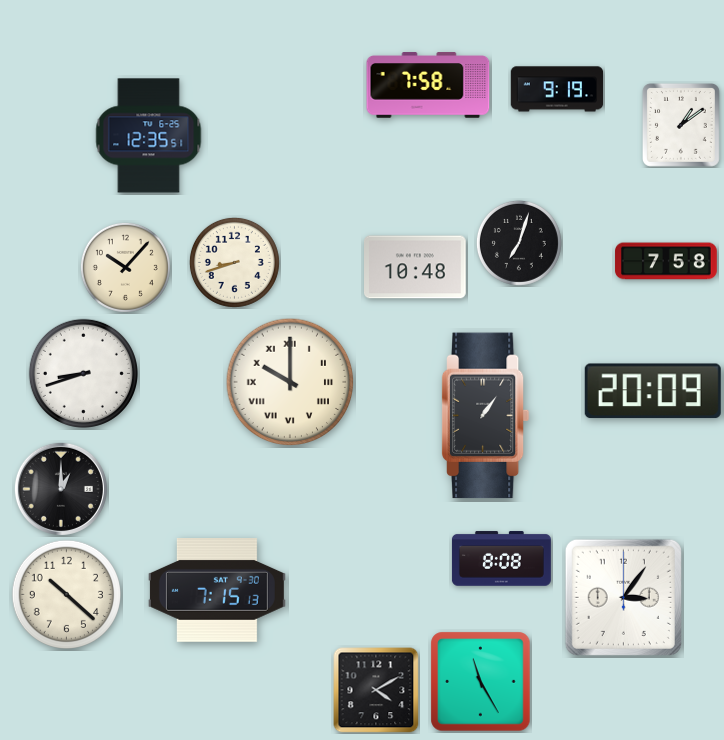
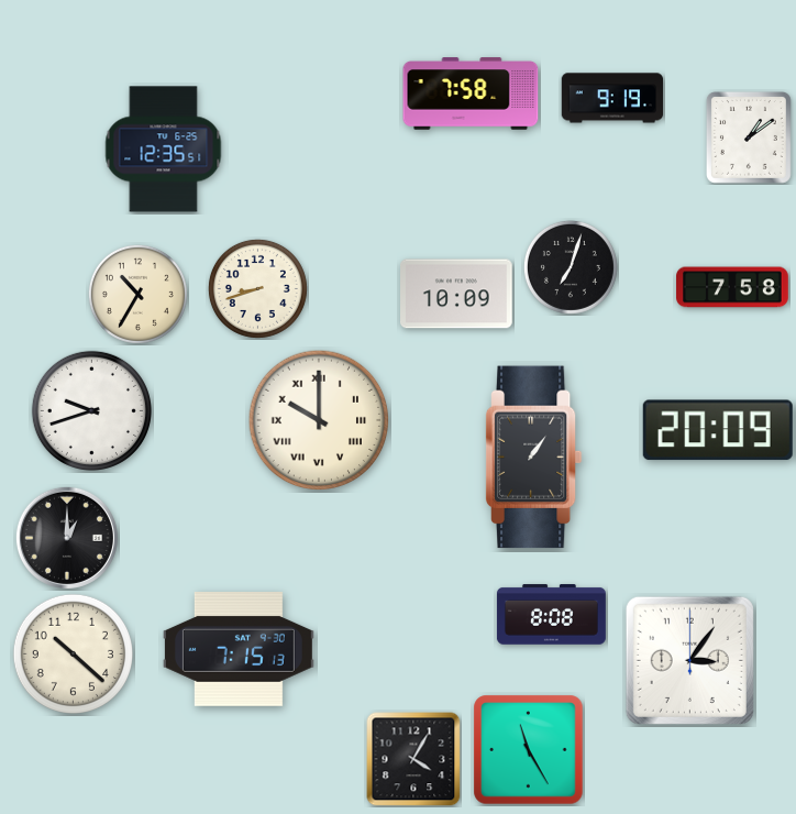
clock at (125, 267): 10:07 -> 10:35
clock at (416, 267): 10:48 -> 10:09
clock at (83, 373): 8:42 -> 9:42
clock at (623, 597) position: (623, 597) -> (689, 660)
clock at (376, 690): 4:10 -> 4:05
